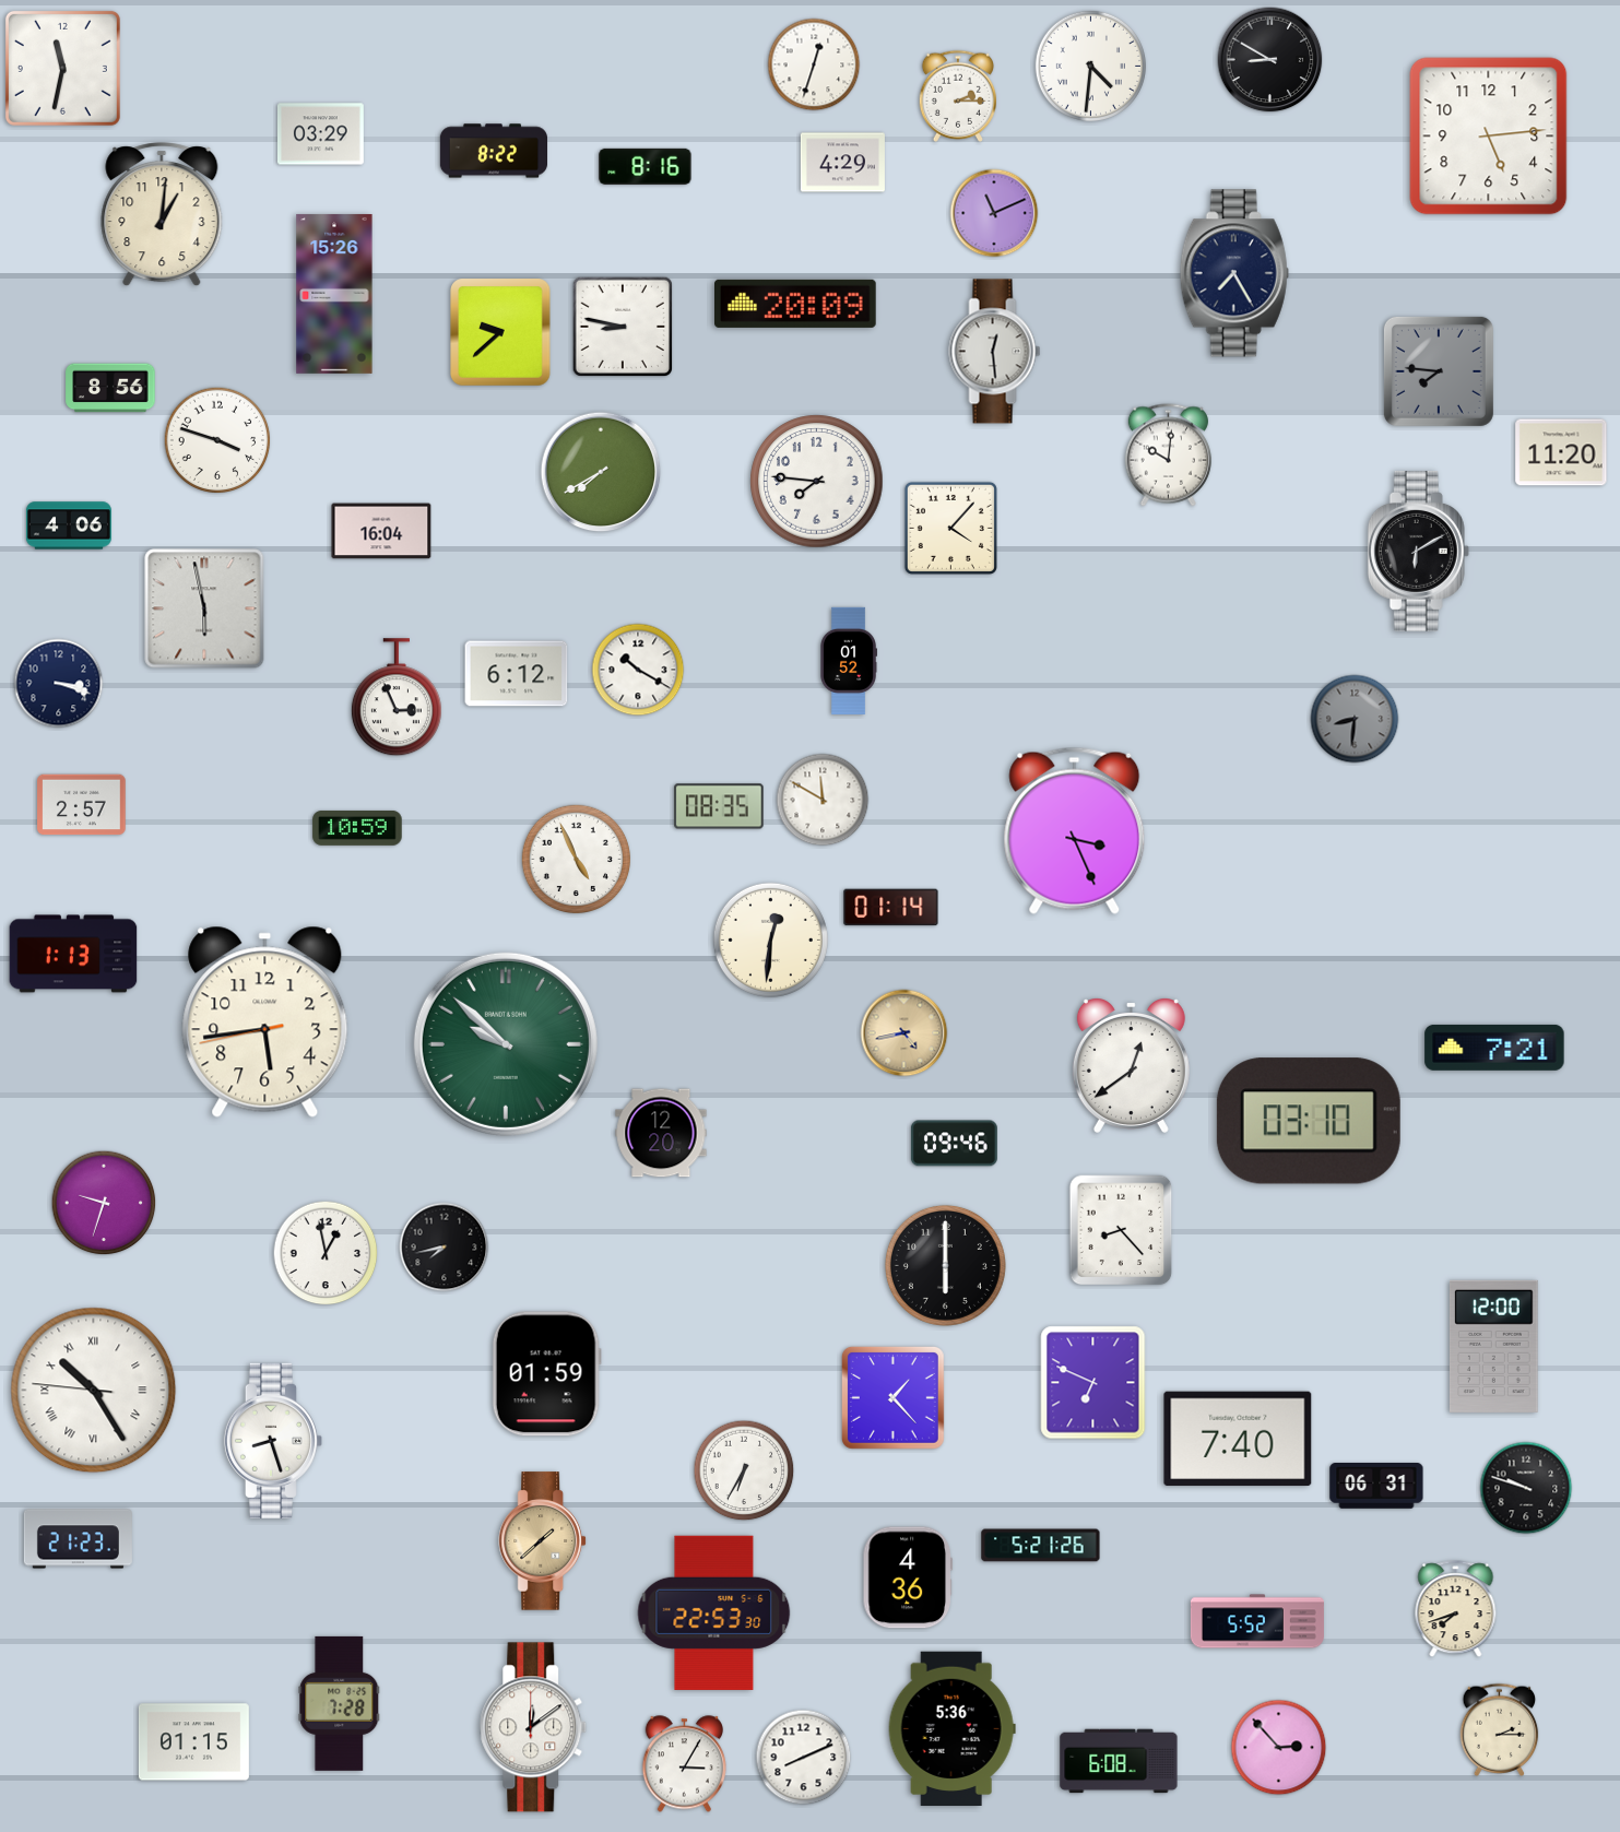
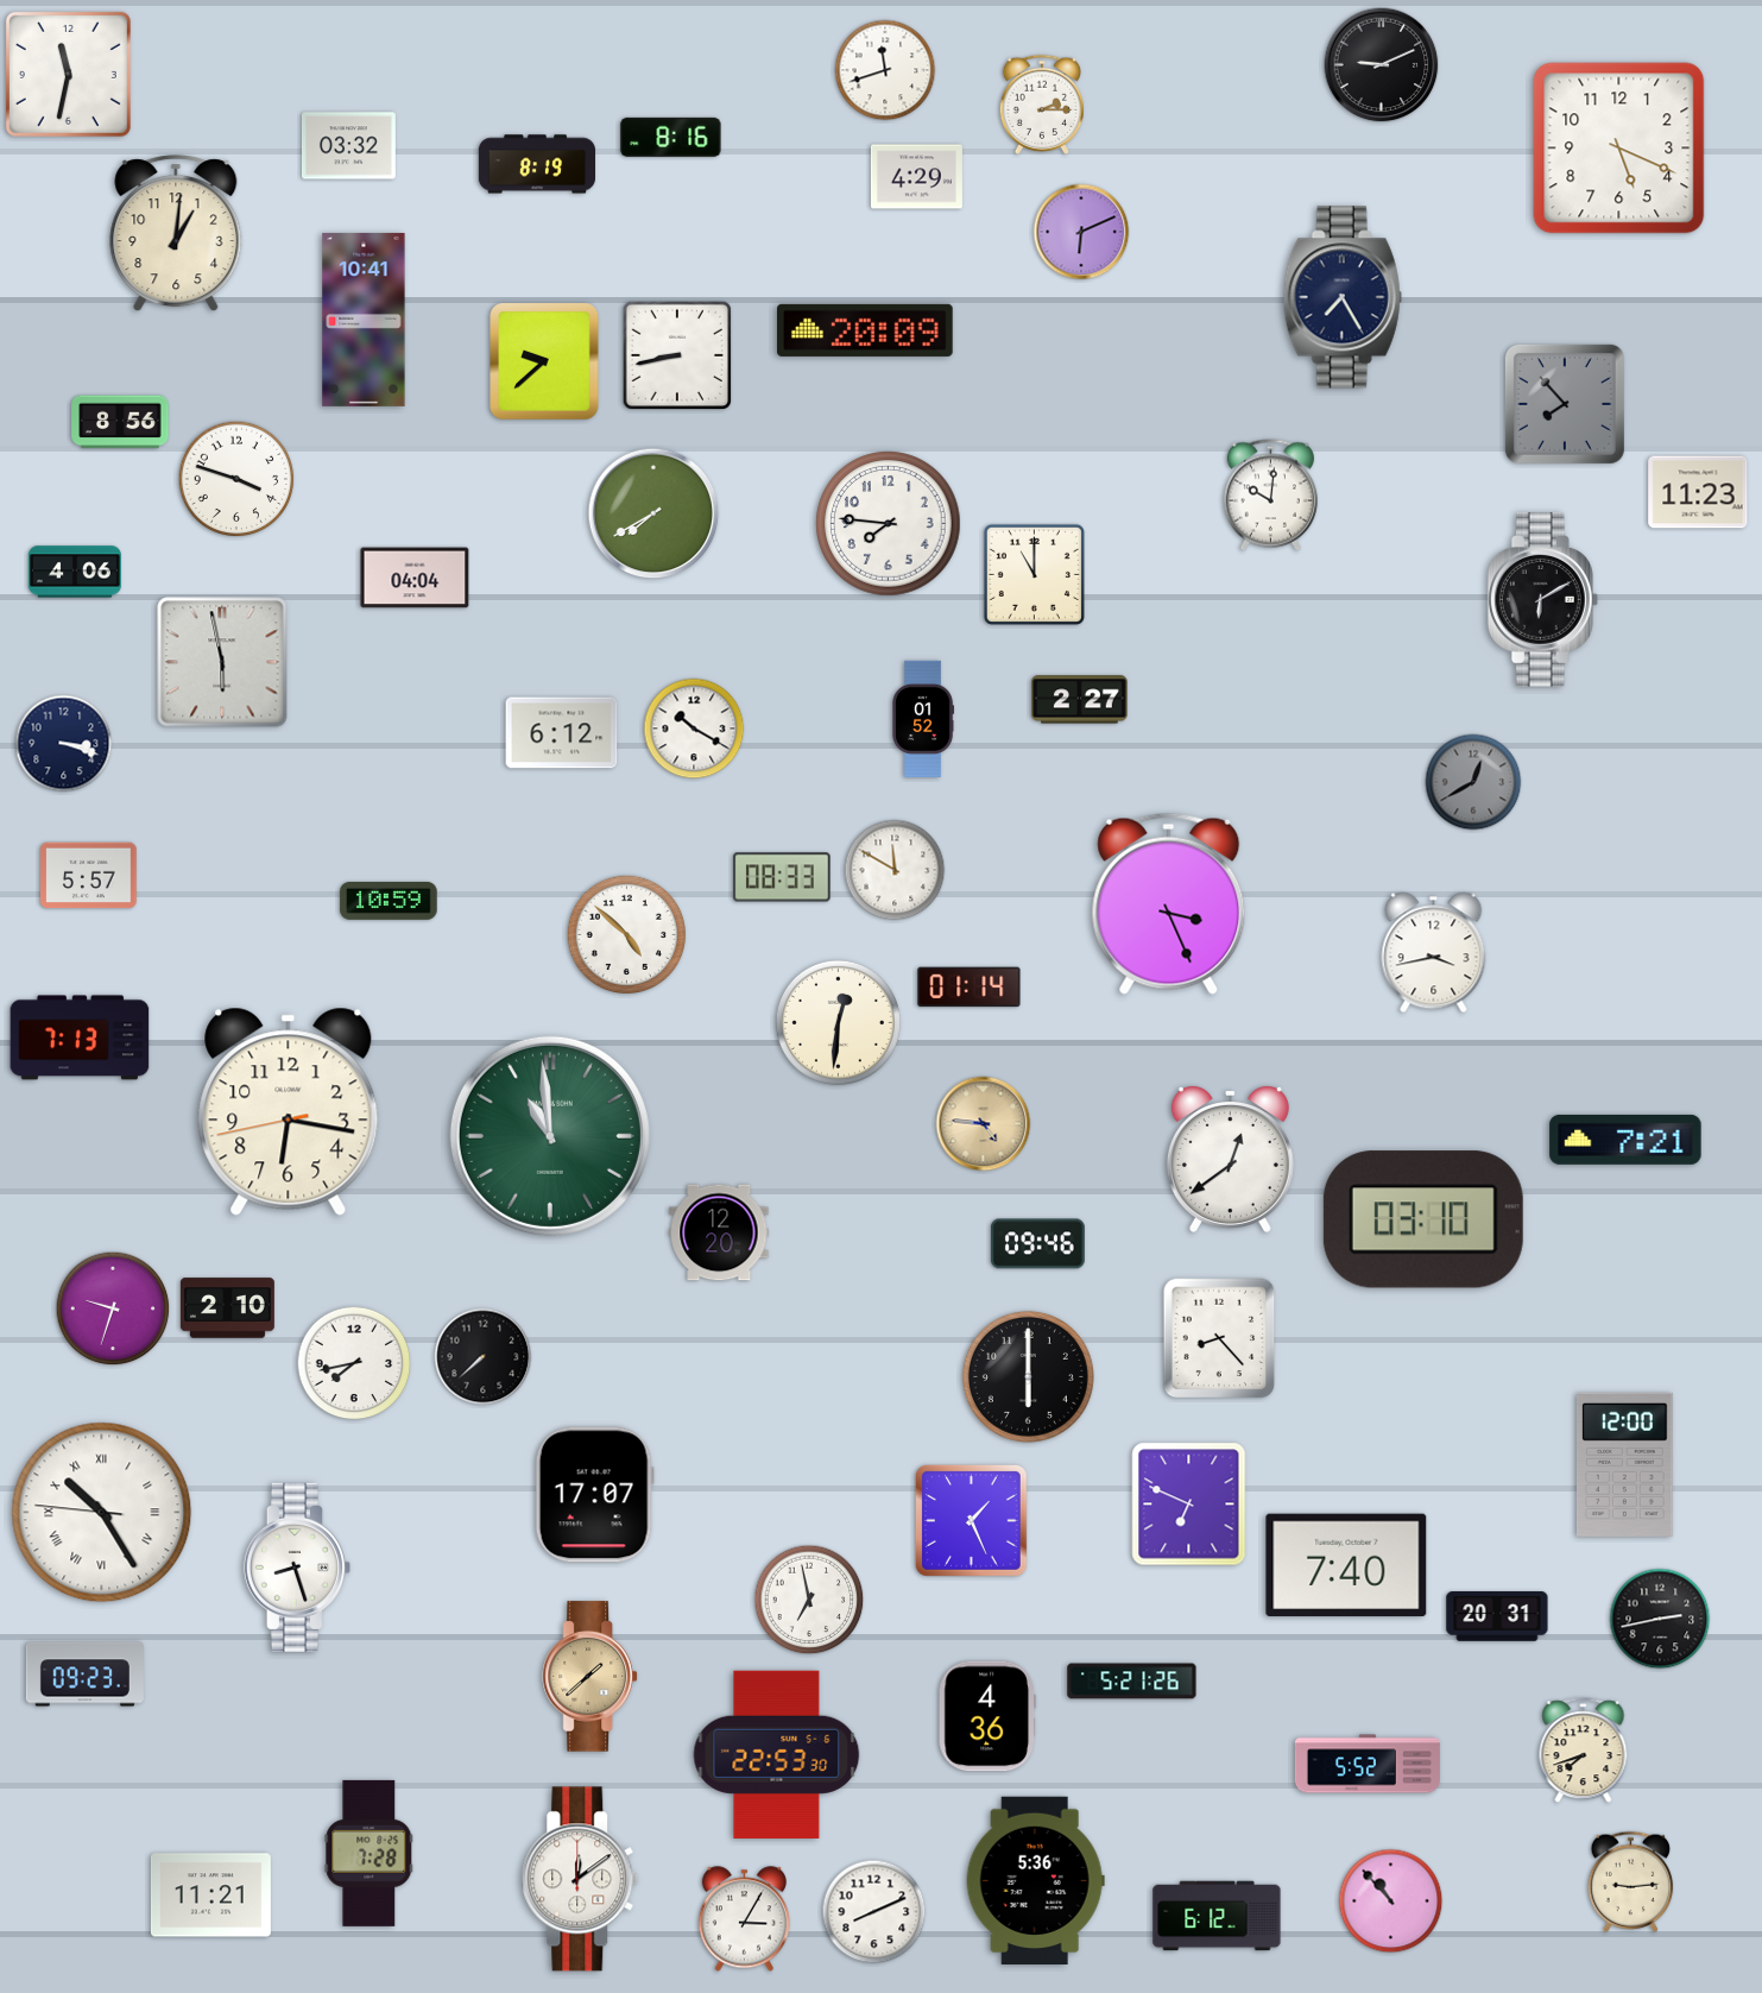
clock at (1270, 60): 8:50 -> 9:11
clock at (814, 64): 12:33 -> 11:42
clock at (1090, 66): 4:31 -> none
clock at (320, 134): 03:29 -> 03:32
clock at (1489, 137): 5:14 -> 5:19
clock at (493, 151): 8:22 -> 8:19
clock at (646, 166) position: (646, 166) -> (671, 137)
clock at (994, 213): 11:11 -> 6:11
clock at (334, 294): 15:26 -> 10:41
clock at (622, 326): 8:47 -> 8:43
clock at (995, 352): 12:29 -> none
clock at (1439, 371): 7:46 -> 7:53
clock at (1561, 452): 11:20 -> 11:23
clock at (950, 528): 4:07 -> 11:00
clock at (381, 531): 16:04 -> 04:04
clock at (1080, 700): none -> 2:27
clock at (397, 698): 2:56 -> none
clock at (1355, 719): 8:31 -> 12:40
clock at (82, 805): 2:57 -> 5:57
clock at (719, 806): 08:35 -> 08:33
clock at (576, 859): 4:56 -> 4:52
clock at (1434, 953): none -> 3:43
clock at (73, 954): 1:13 -> 7:13
clock at (265, 1021): 5:43 -> 6:16
clock at (904, 1033): 4:43 -> 4:46
clock at (506, 1044): 9:52 -> 10:59
clock at (227, 1308): none -> 2:10
clock at (445, 1248): 7:43 -> 7:38
clock at (326, 1253): 12:58 -> 7:43
clock at (546, 1374): 01:59 -> 17:07
clock at (892, 1397): 1:23 -> 1:26
clock at (744, 1470): 6:35 -> 6:58
clock at (1376, 1487): 06:31 -> 20:31
clock at (1526, 1488): 9:48 -> 2:43
clock at (78, 1539): 21:23 -> 09:23
clock at (1500, 1729): 2:15 -> 9:14
clock at (193, 1742): 01:15 -> 11:21
clock at (1279, 1748): 2:53 -> 10:53
clock at (1119, 1761): 6:08 -> 6:12
